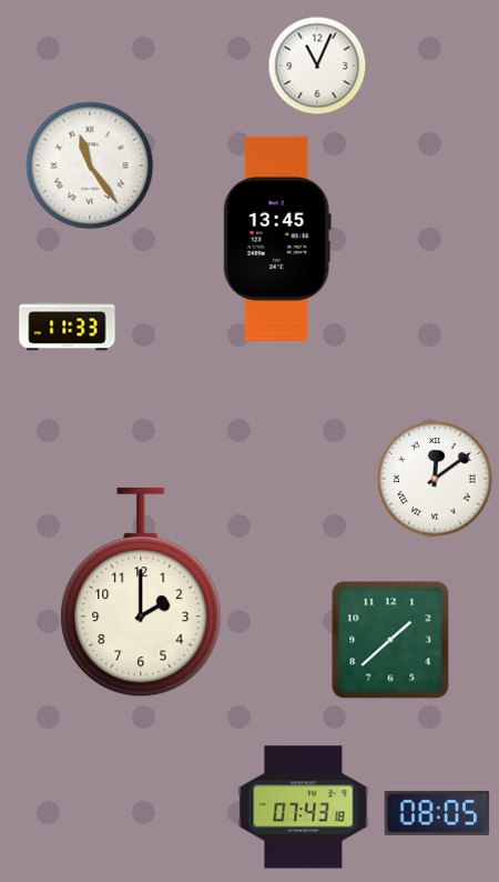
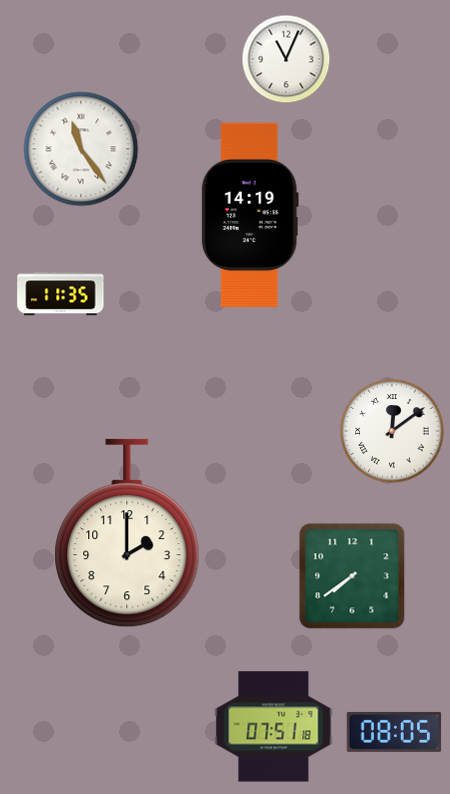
clock at (277, 238): 13:45 -> 14:19
clock at (68, 327): 11:33 -> 11:35
clock at (390, 640): 1:38 -> 7:39
clock at (304, 808): 07:43 -> 07:51
